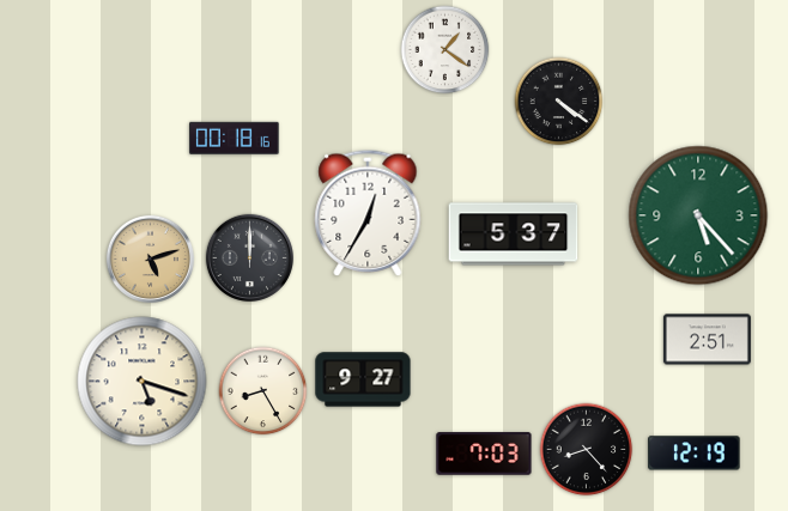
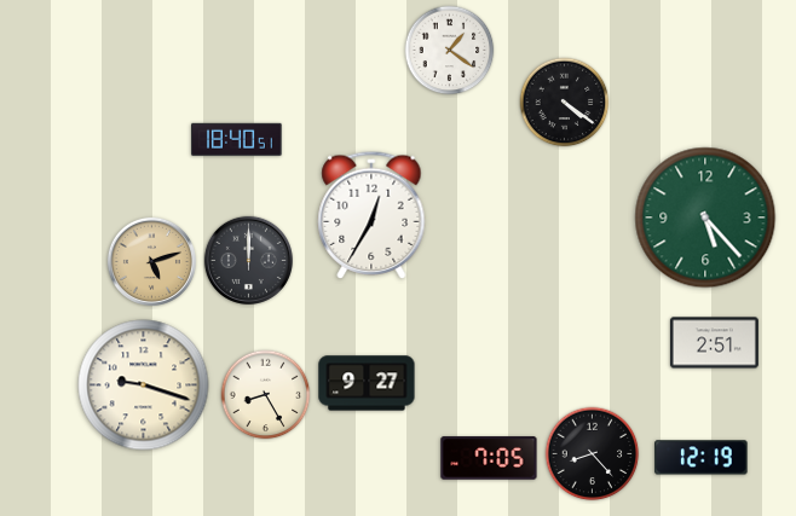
clock at (235, 138): 00:18 -> 18:40
clock at (514, 235): 5:37 -> none
clock at (249, 257) position: (249, 257) -> (248, 260)
clock at (143, 382): 5:18 -> 9:18
clock at (484, 454): 7:03 -> 7:05
